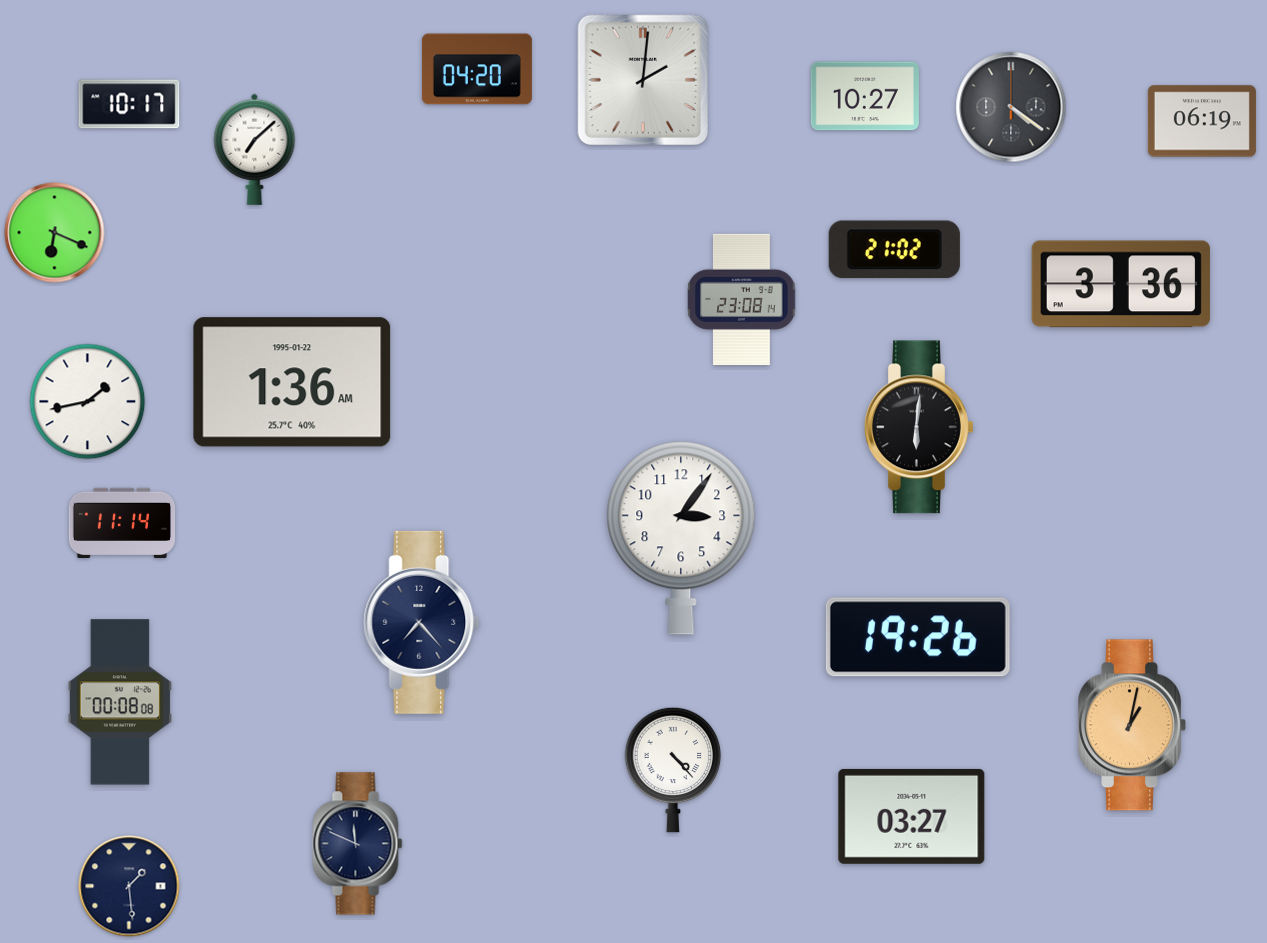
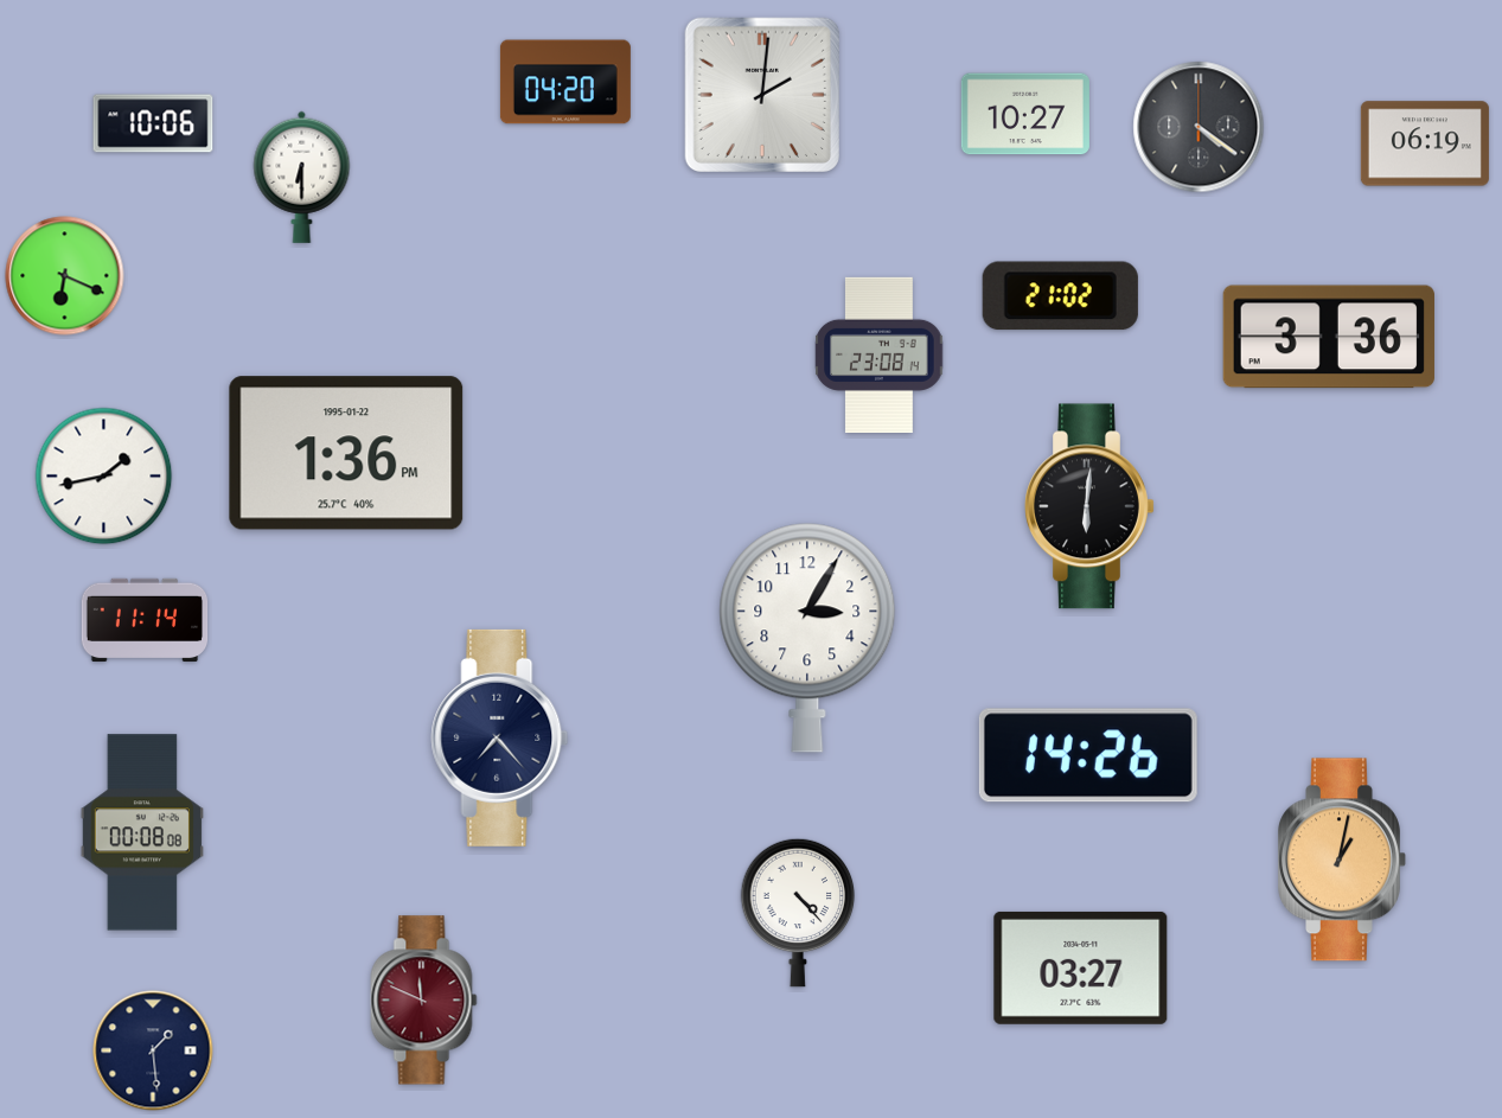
clock at (129, 104): 10:17 -> 10:06
clock at (255, 149): 7:08 -> 6:30
clock at (292, 382): 1:36 AM -> 1:36 PM
clock at (681, 538): 3:06 -> 3:05
clock at (918, 637): 19:26 -> 14:26
clock at (358, 844) dial: navy -> burgundy
